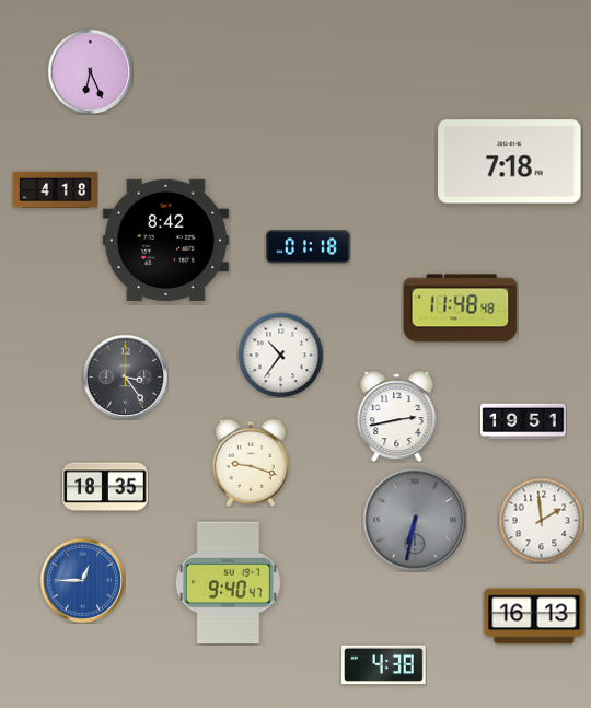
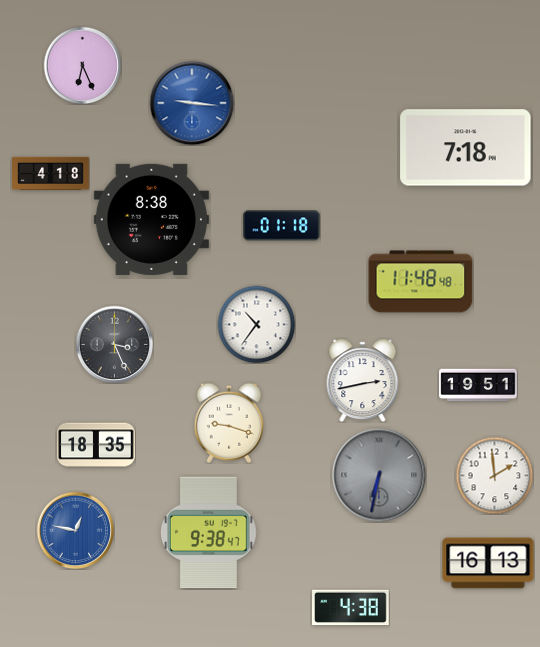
clock at (192, 103): none -> 9:16
clock at (165, 240): 8:42 -> 8:38
clock at (125, 376): 3:24 -> 3:26
clock at (82, 580): 12:45 -> 12:47
clock at (228, 583): 9:40 -> 9:38
